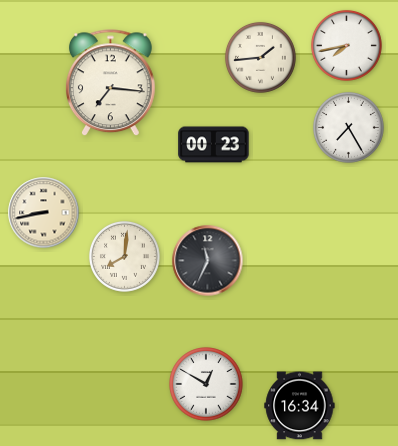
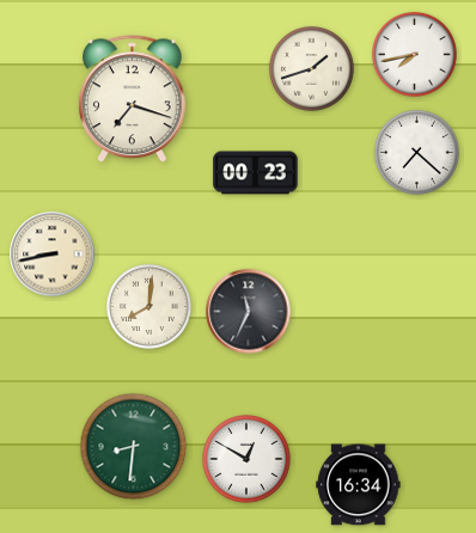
clock at (260, 57): 1:44 -> 1:42
clock at (110, 83): 7:16 -> 7:18
clock at (348, 127): 7:25 -> 7:22
clock at (134, 447): none -> 8:31
